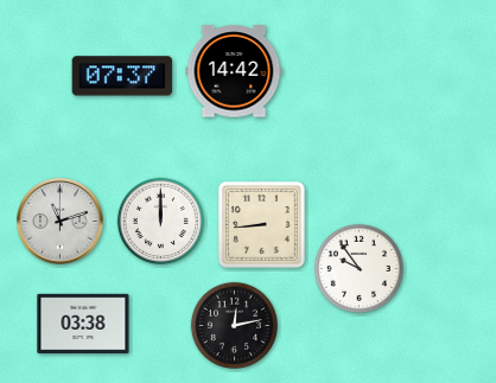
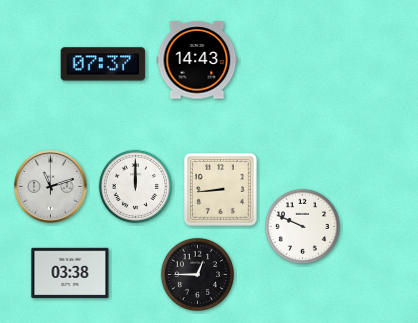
clock at (234, 71): 14:42 -> 14:43
clock at (358, 268): 9:54 -> 9:49
clock at (234, 325): 12:13 -> 12:45
